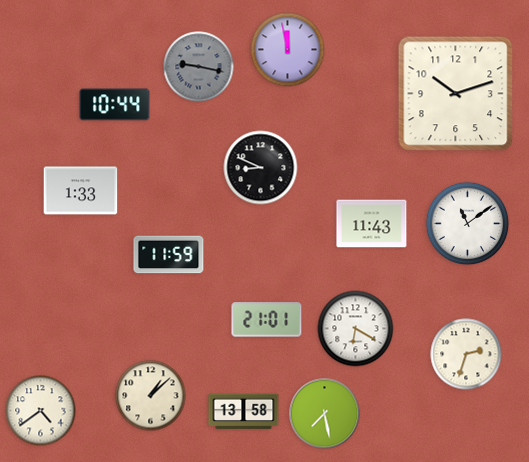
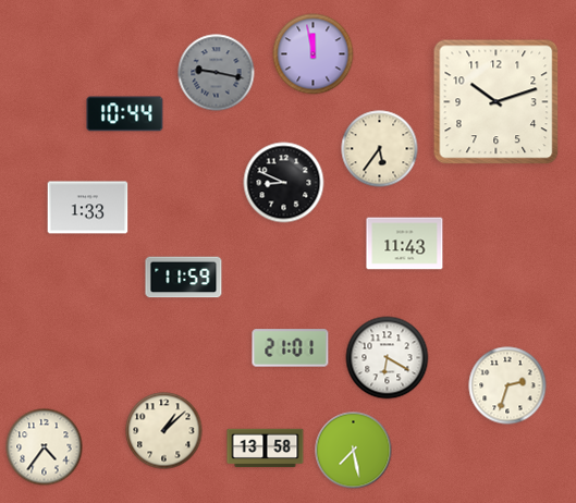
clock at (380, 149): none -> 5:36
clock at (468, 224): 11:09 -> none
clock at (41, 411): 4:39 -> 4:36
